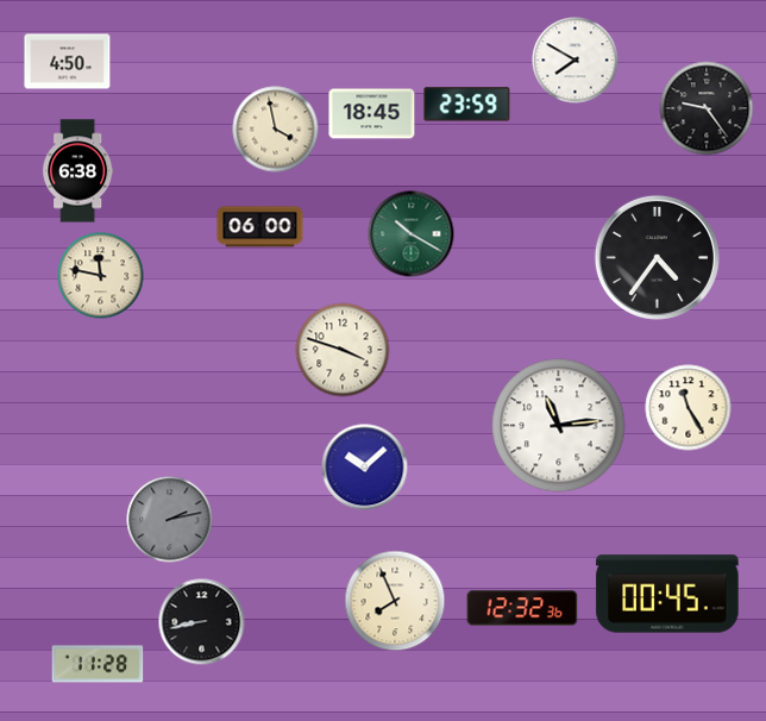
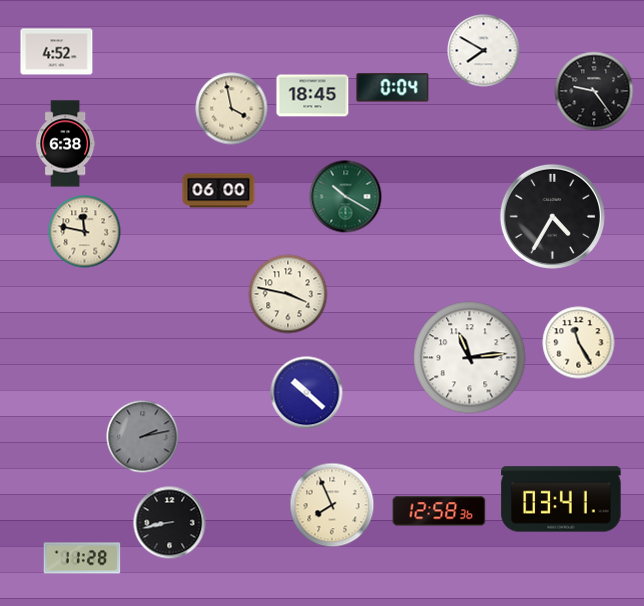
clock at (68, 62): 4:50 -> 4:52
clock at (467, 105): 23:59 -> 0:04
clock at (657, 257): 4:36 -> 4:35
clock at (343, 350): 3:48 -> 3:47
clock at (365, 468): 10:08 -> 10:22
clock at (667, 594): 00:45 -> 03:41
clock at (522, 608): 12:32 -> 12:58
